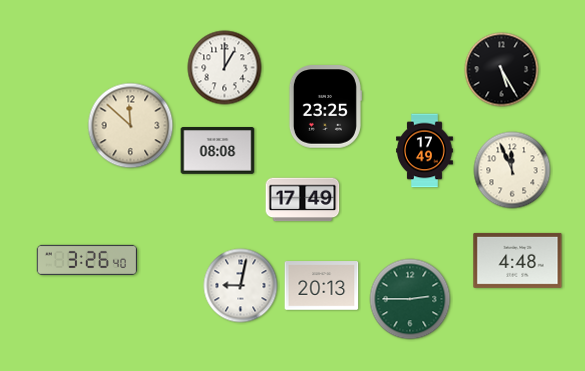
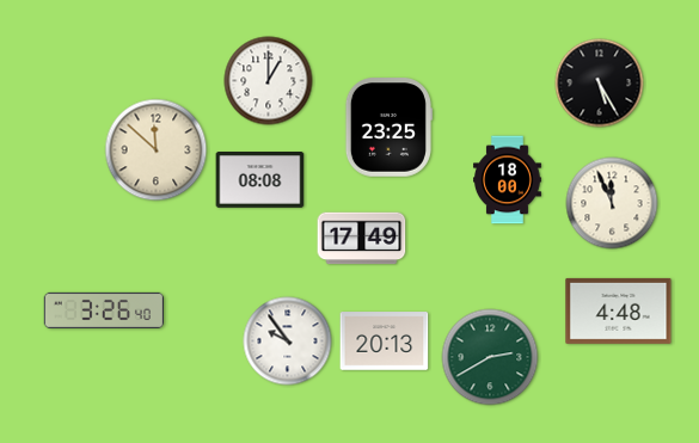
clock at (425, 151): 17:49 -> 18:00
clock at (241, 286): 9:02 -> 9:54
clock at (410, 299): 2:45 -> 2:40
